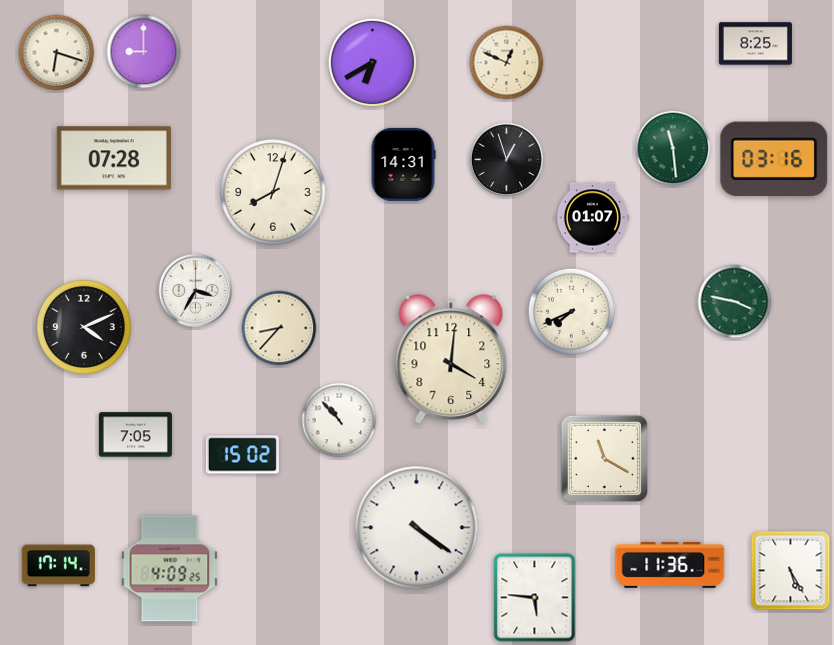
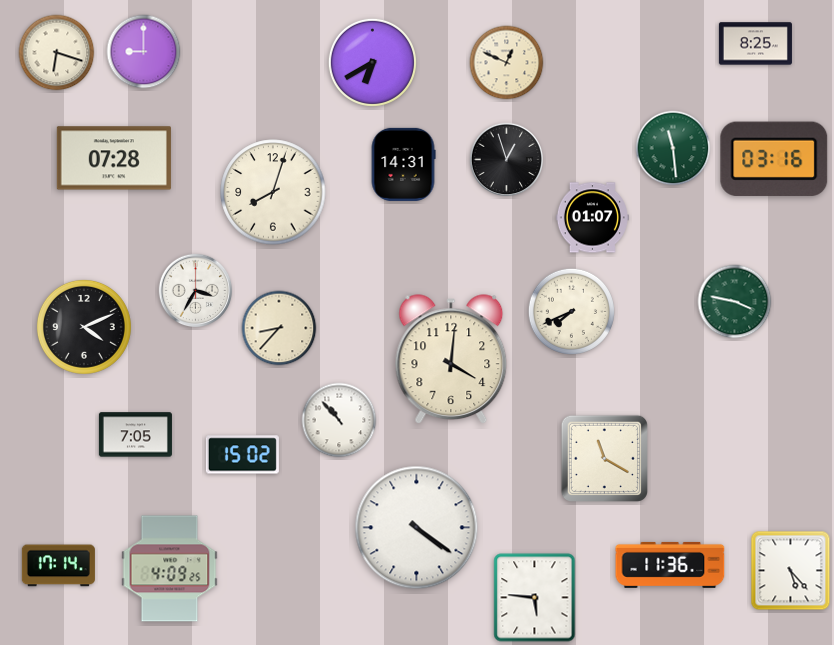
clock at (791, 571): 5:25 -> 5:23
